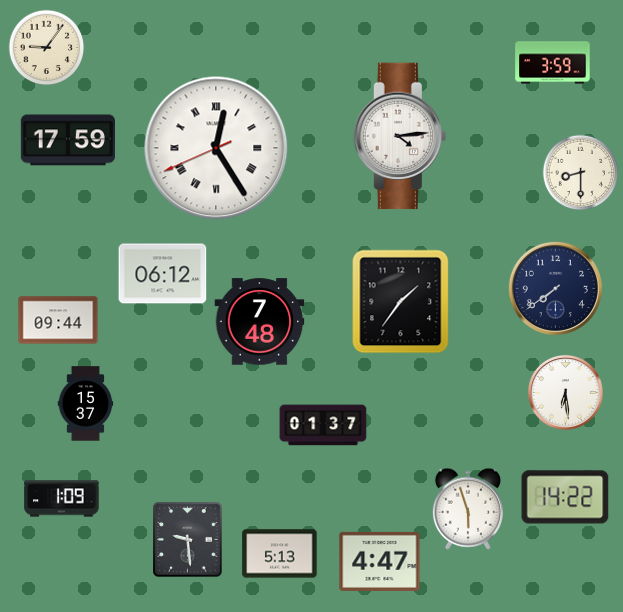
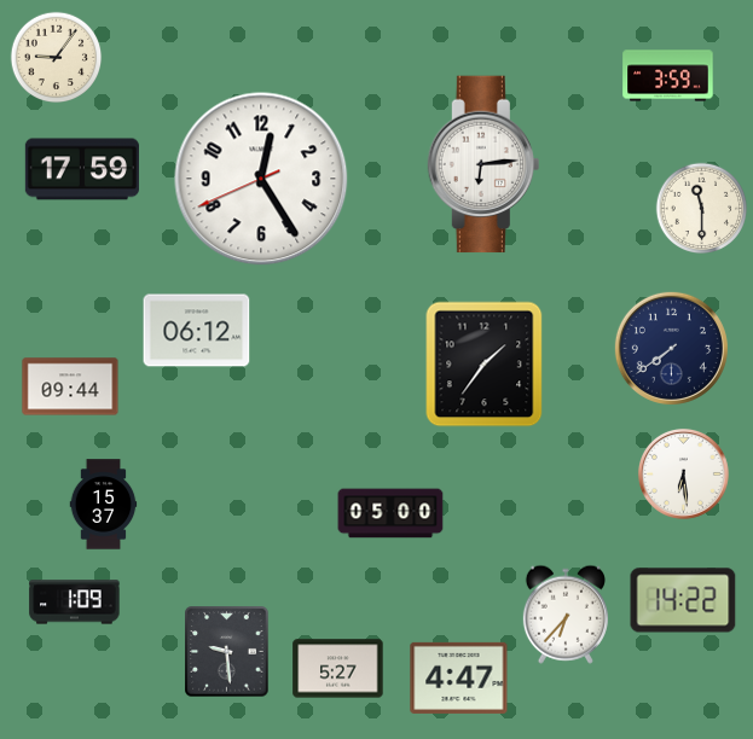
clock at (400, 136): 4:14 -> 6:14
clock at (216, 148) numerals: Roman -> Arabic
clock at (581, 173): 8:30 -> 11:30
clock at (260, 322): 7:48 -> none
clock at (86, 404) position: (86, 404) -> (104, 505)
clock at (323, 425): 01:37 -> 05:00
clock at (468, 509): 5:57 -> 6:37
clock at (280, 554): 5:13 -> 5:27
